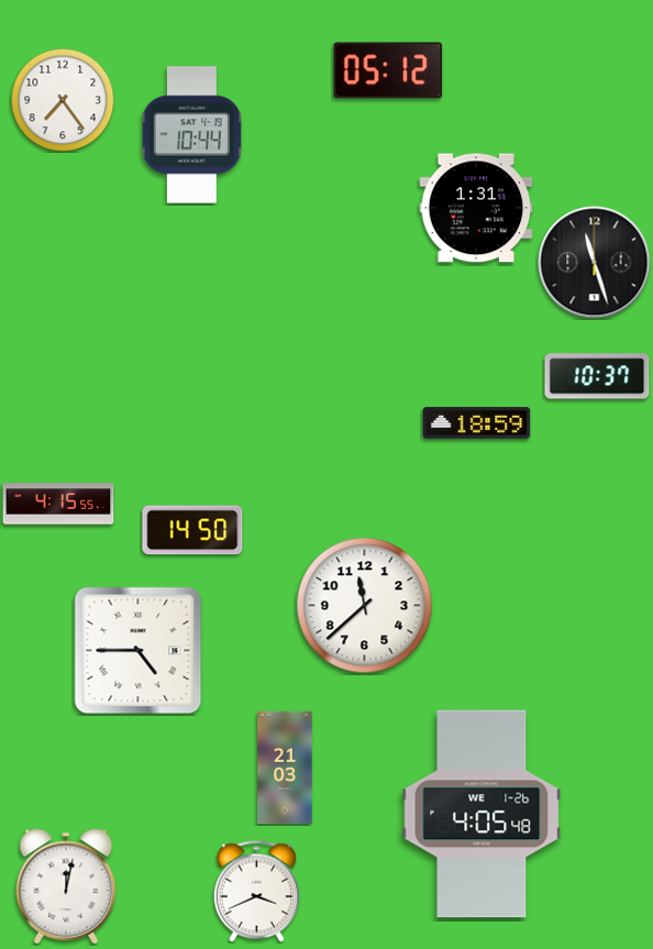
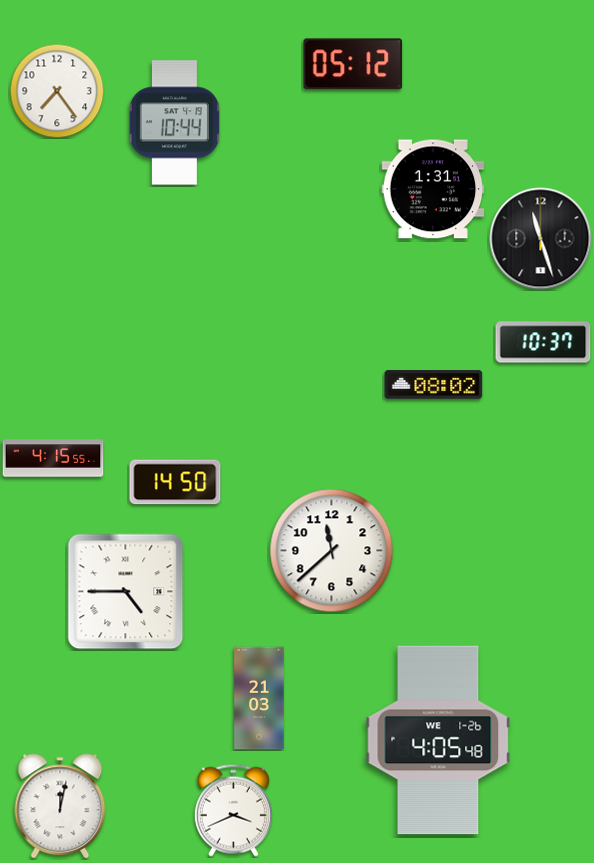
clock at (477, 423): 18:59 -> 08:02
